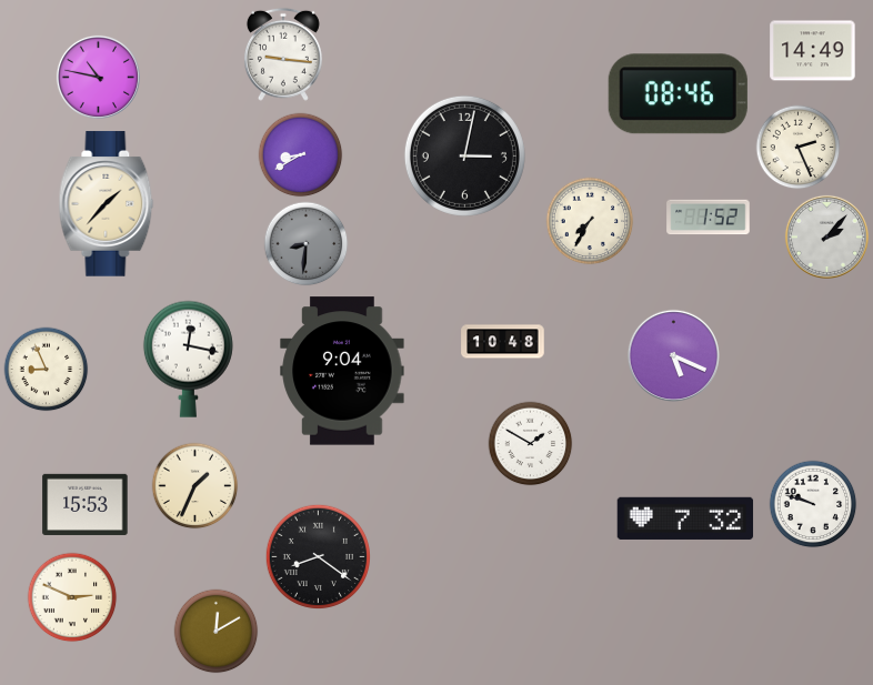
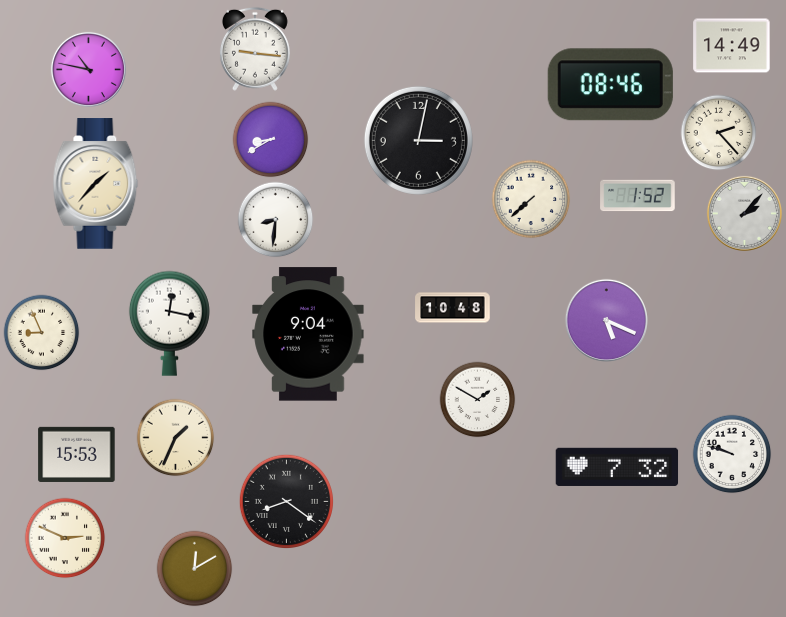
clock at (799, 148): 2:26 -> 2:23
clock at (590, 221): 7:35 -> 7:38
clock at (307, 244) dial: grey -> white
